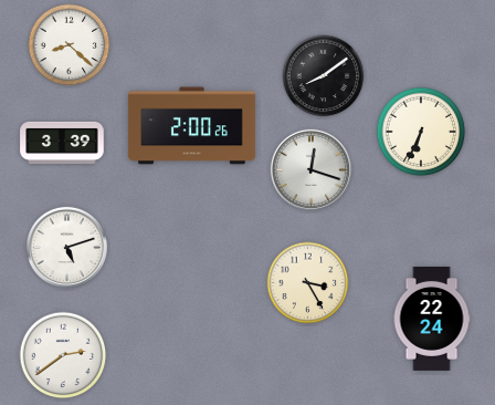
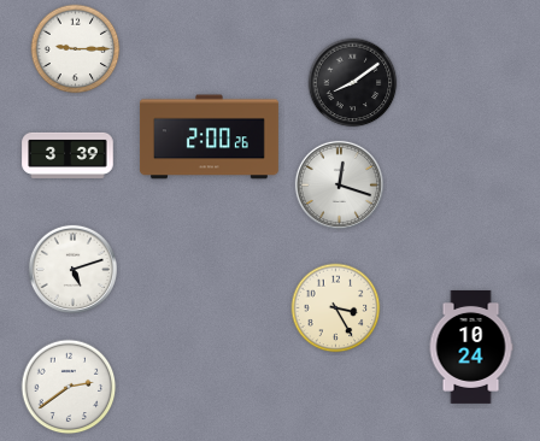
clock at (70, 45): 8:22 -> 9:15
clock at (421, 132): 6:34 -> none
clock at (432, 319): 22:24 -> 10:24
